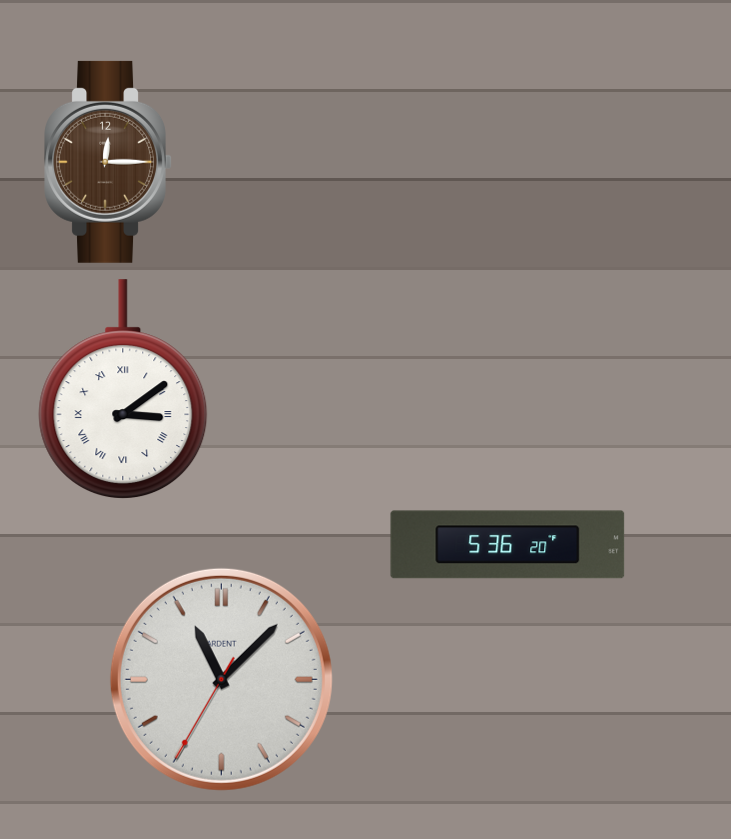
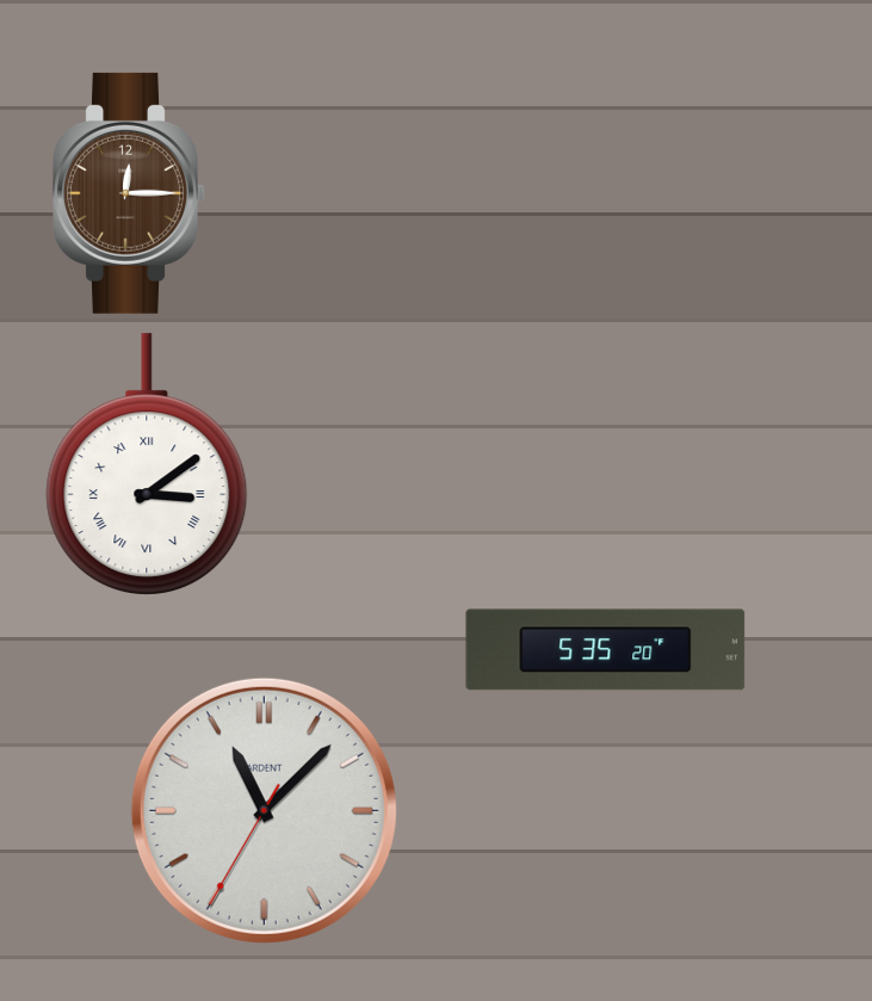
clock at (508, 545): 5:36 -> 5:35
